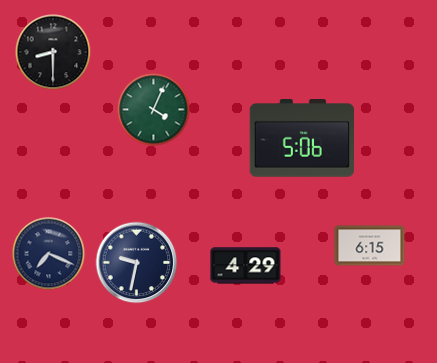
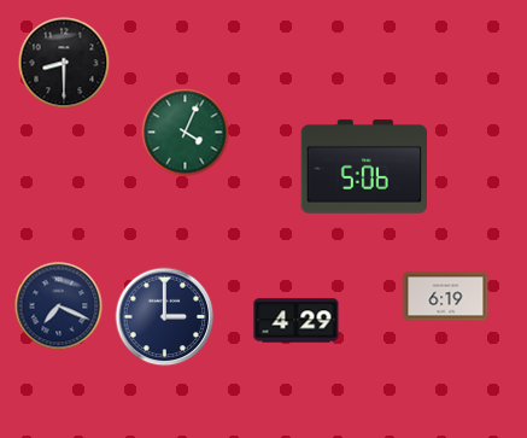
clock at (370, 246): 6:15 -> 6:19
clock at (137, 263): 9:32 -> 3:00
